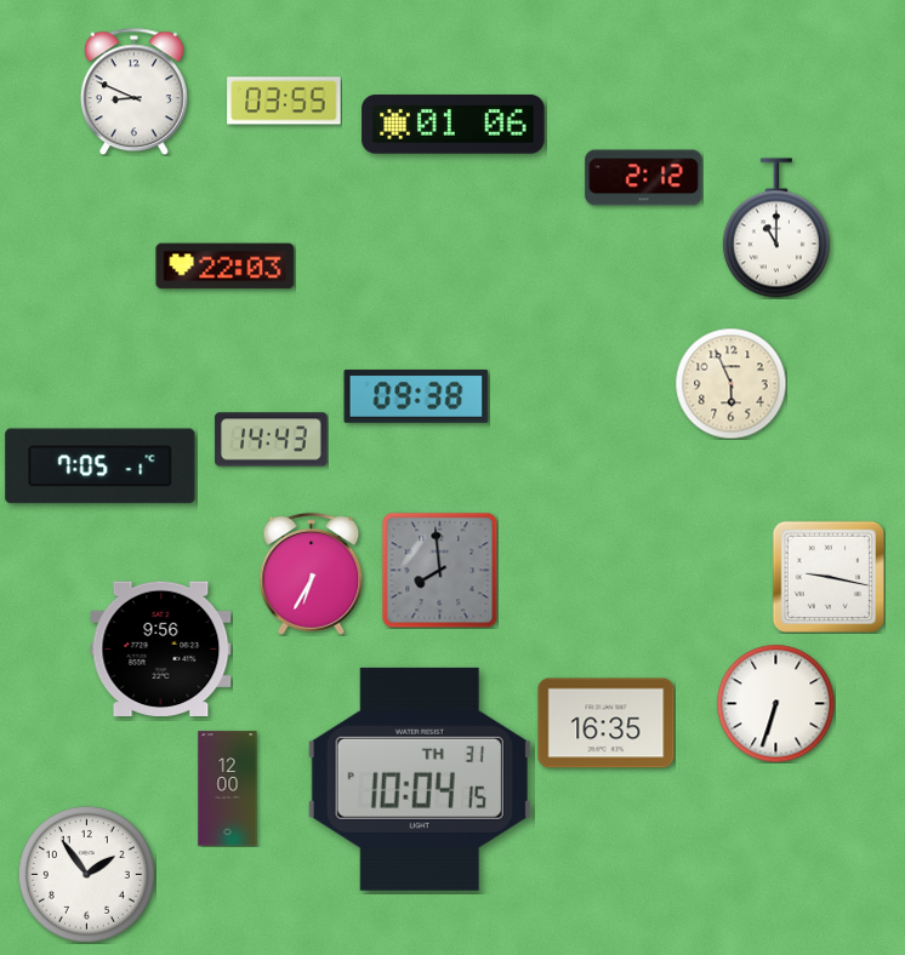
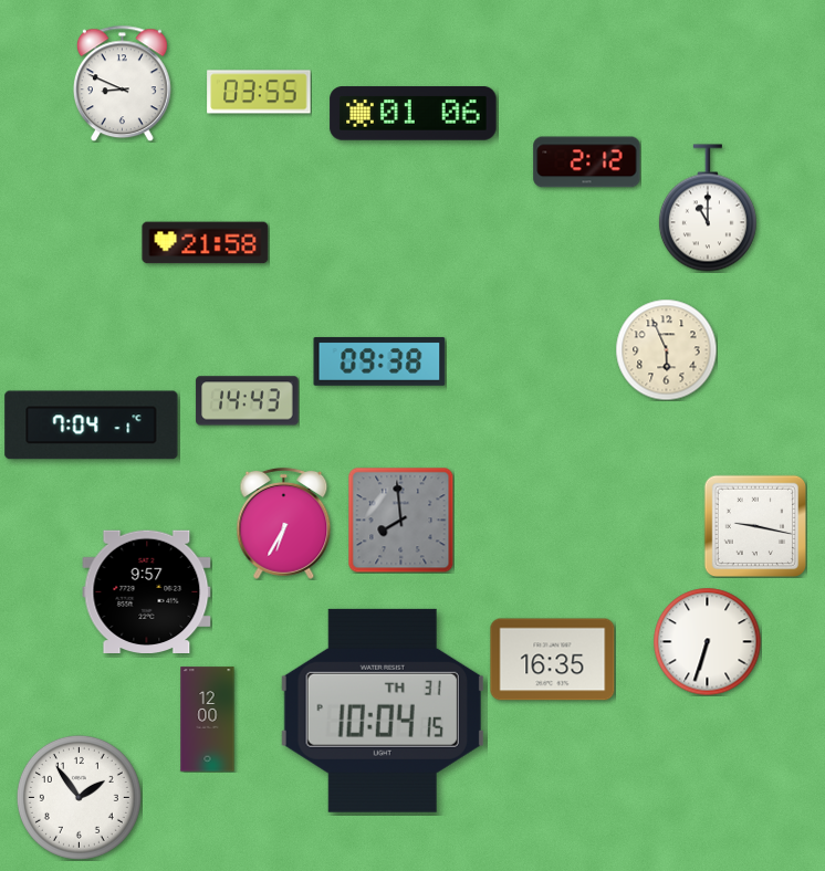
clock at (226, 267): 22:03 -> 21:58
clock at (101, 467): 7:05 -> 7:04
clock at (161, 650): 9:56 -> 9:57
